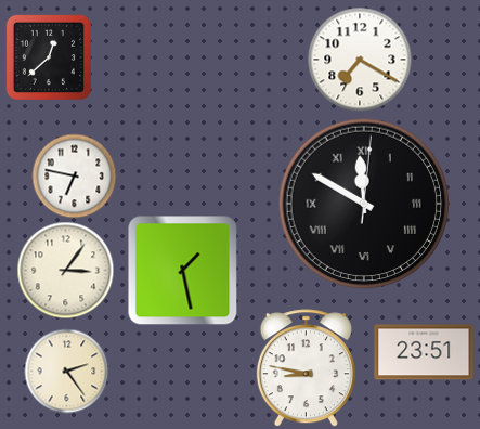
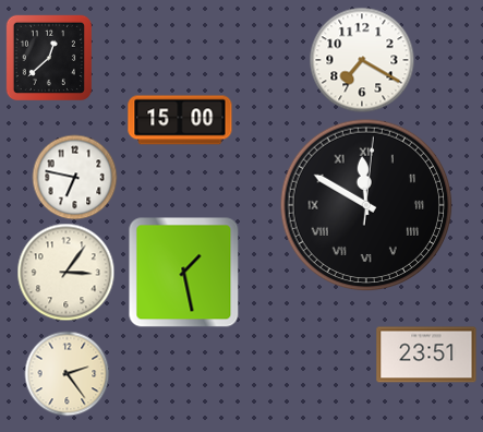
clock at (180, 120): none -> 15:00
clock at (306, 368): 8:47 -> none
